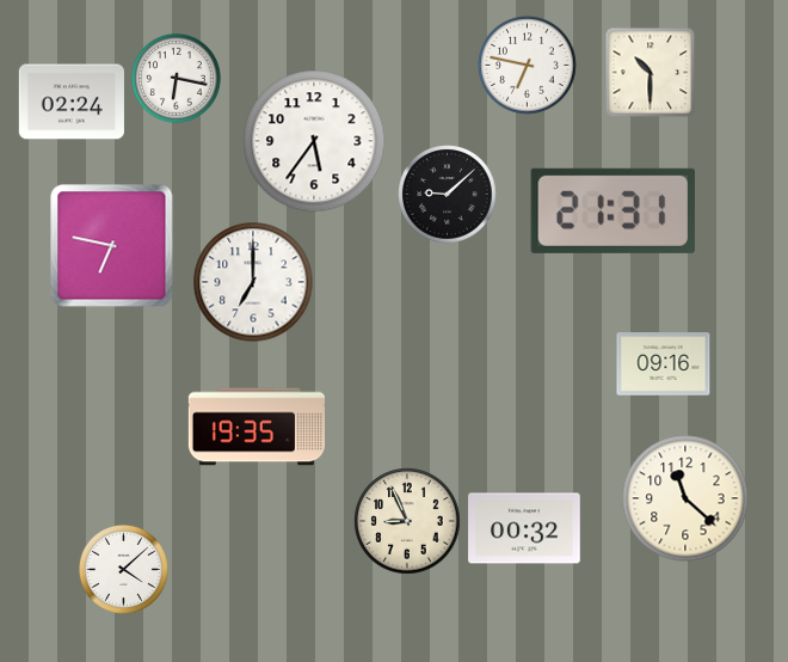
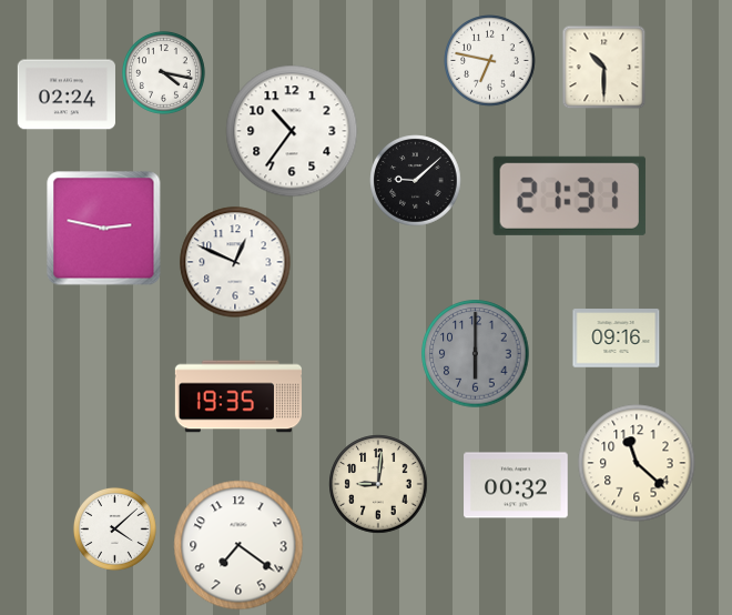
clock at (176, 79): 6:17 -> 4:17
clock at (314, 141): 5:36 -> 10:36
clock at (112, 246): 6:47 -> 2:47
clock at (253, 282): 7:00 -> 12:49
clock at (476, 354): none -> 6:00
clock at (407, 521): 8:56 -> 9:01
clock at (524, 528) position: (524, 528) -> (516, 485)
clock at (238, 545): none -> 7:21
